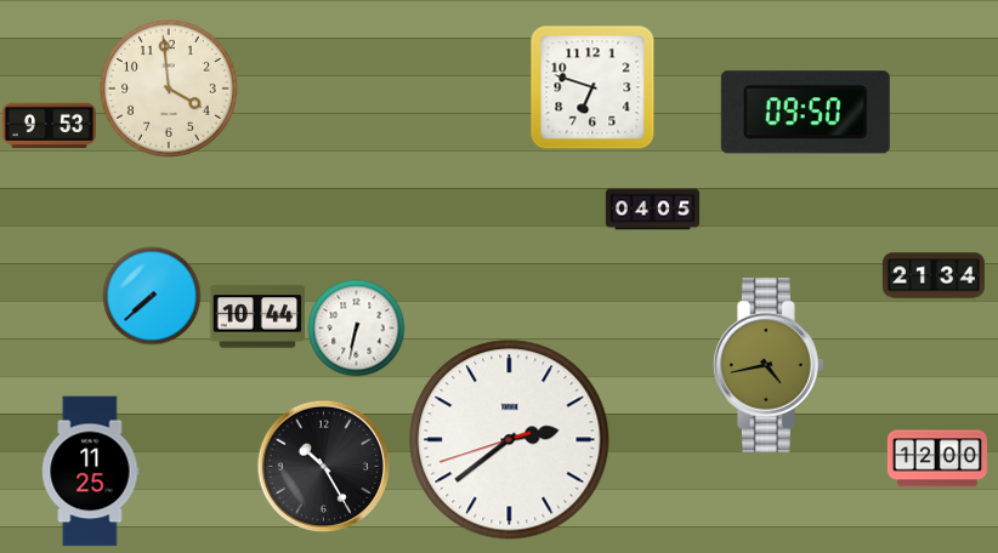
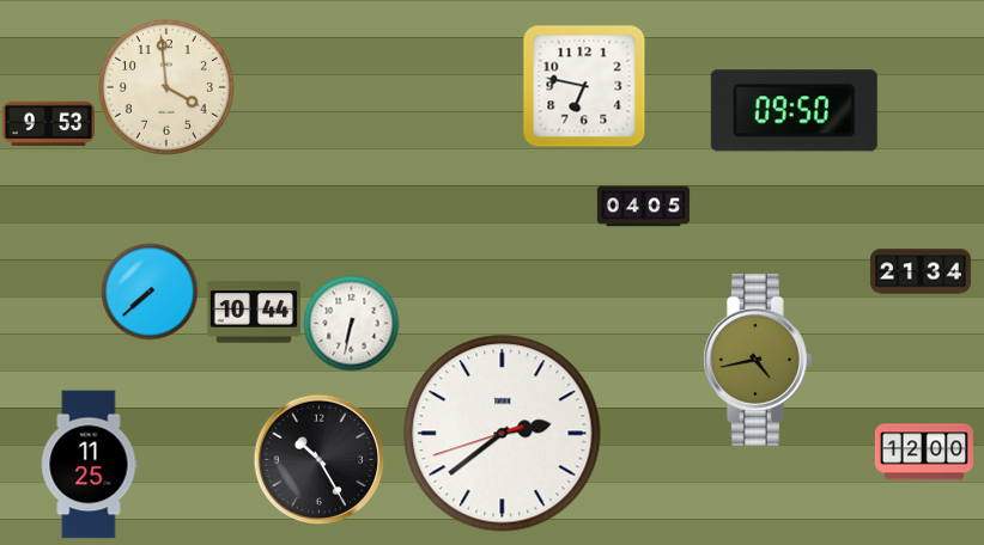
clock at (592, 87): 6:48 -> 6:47
